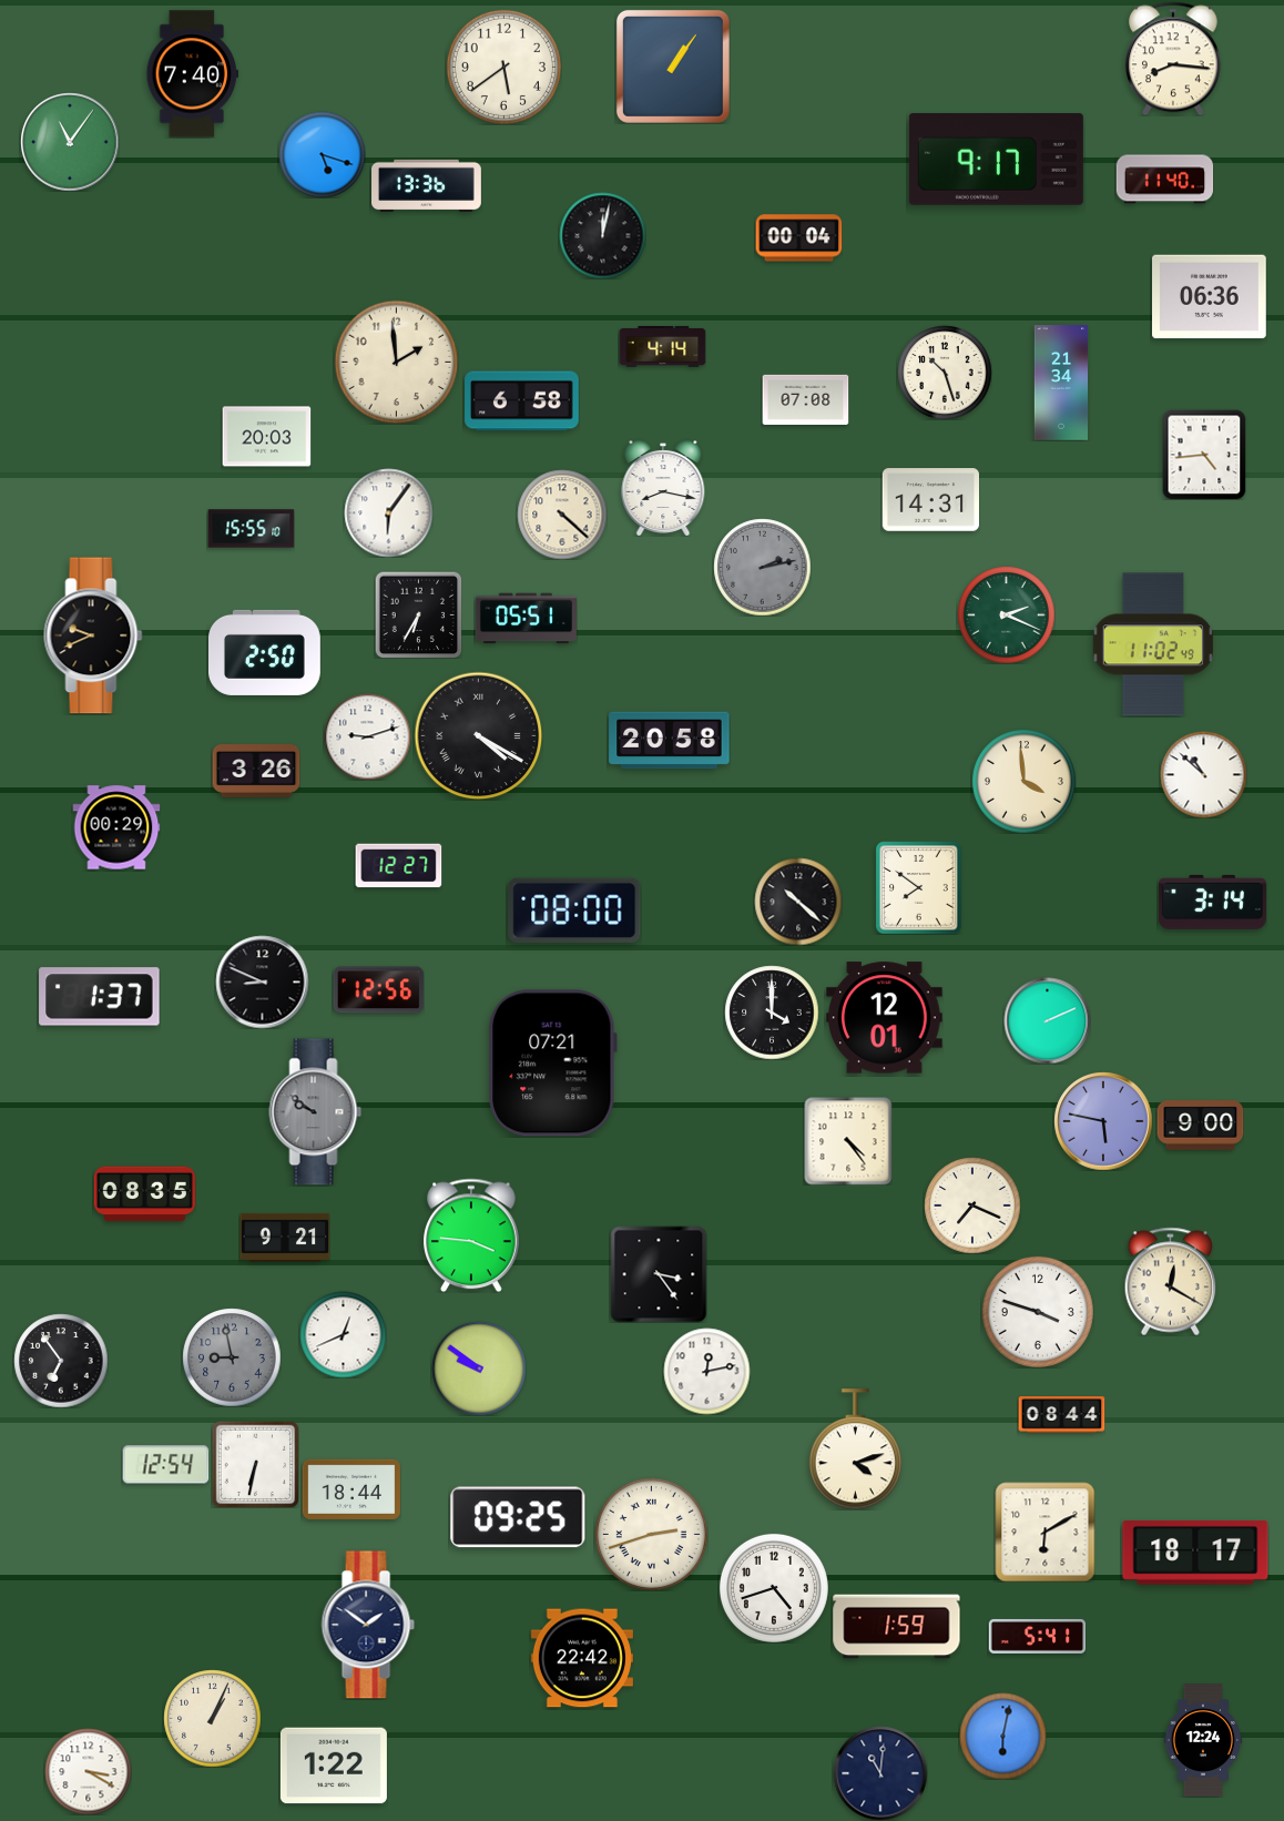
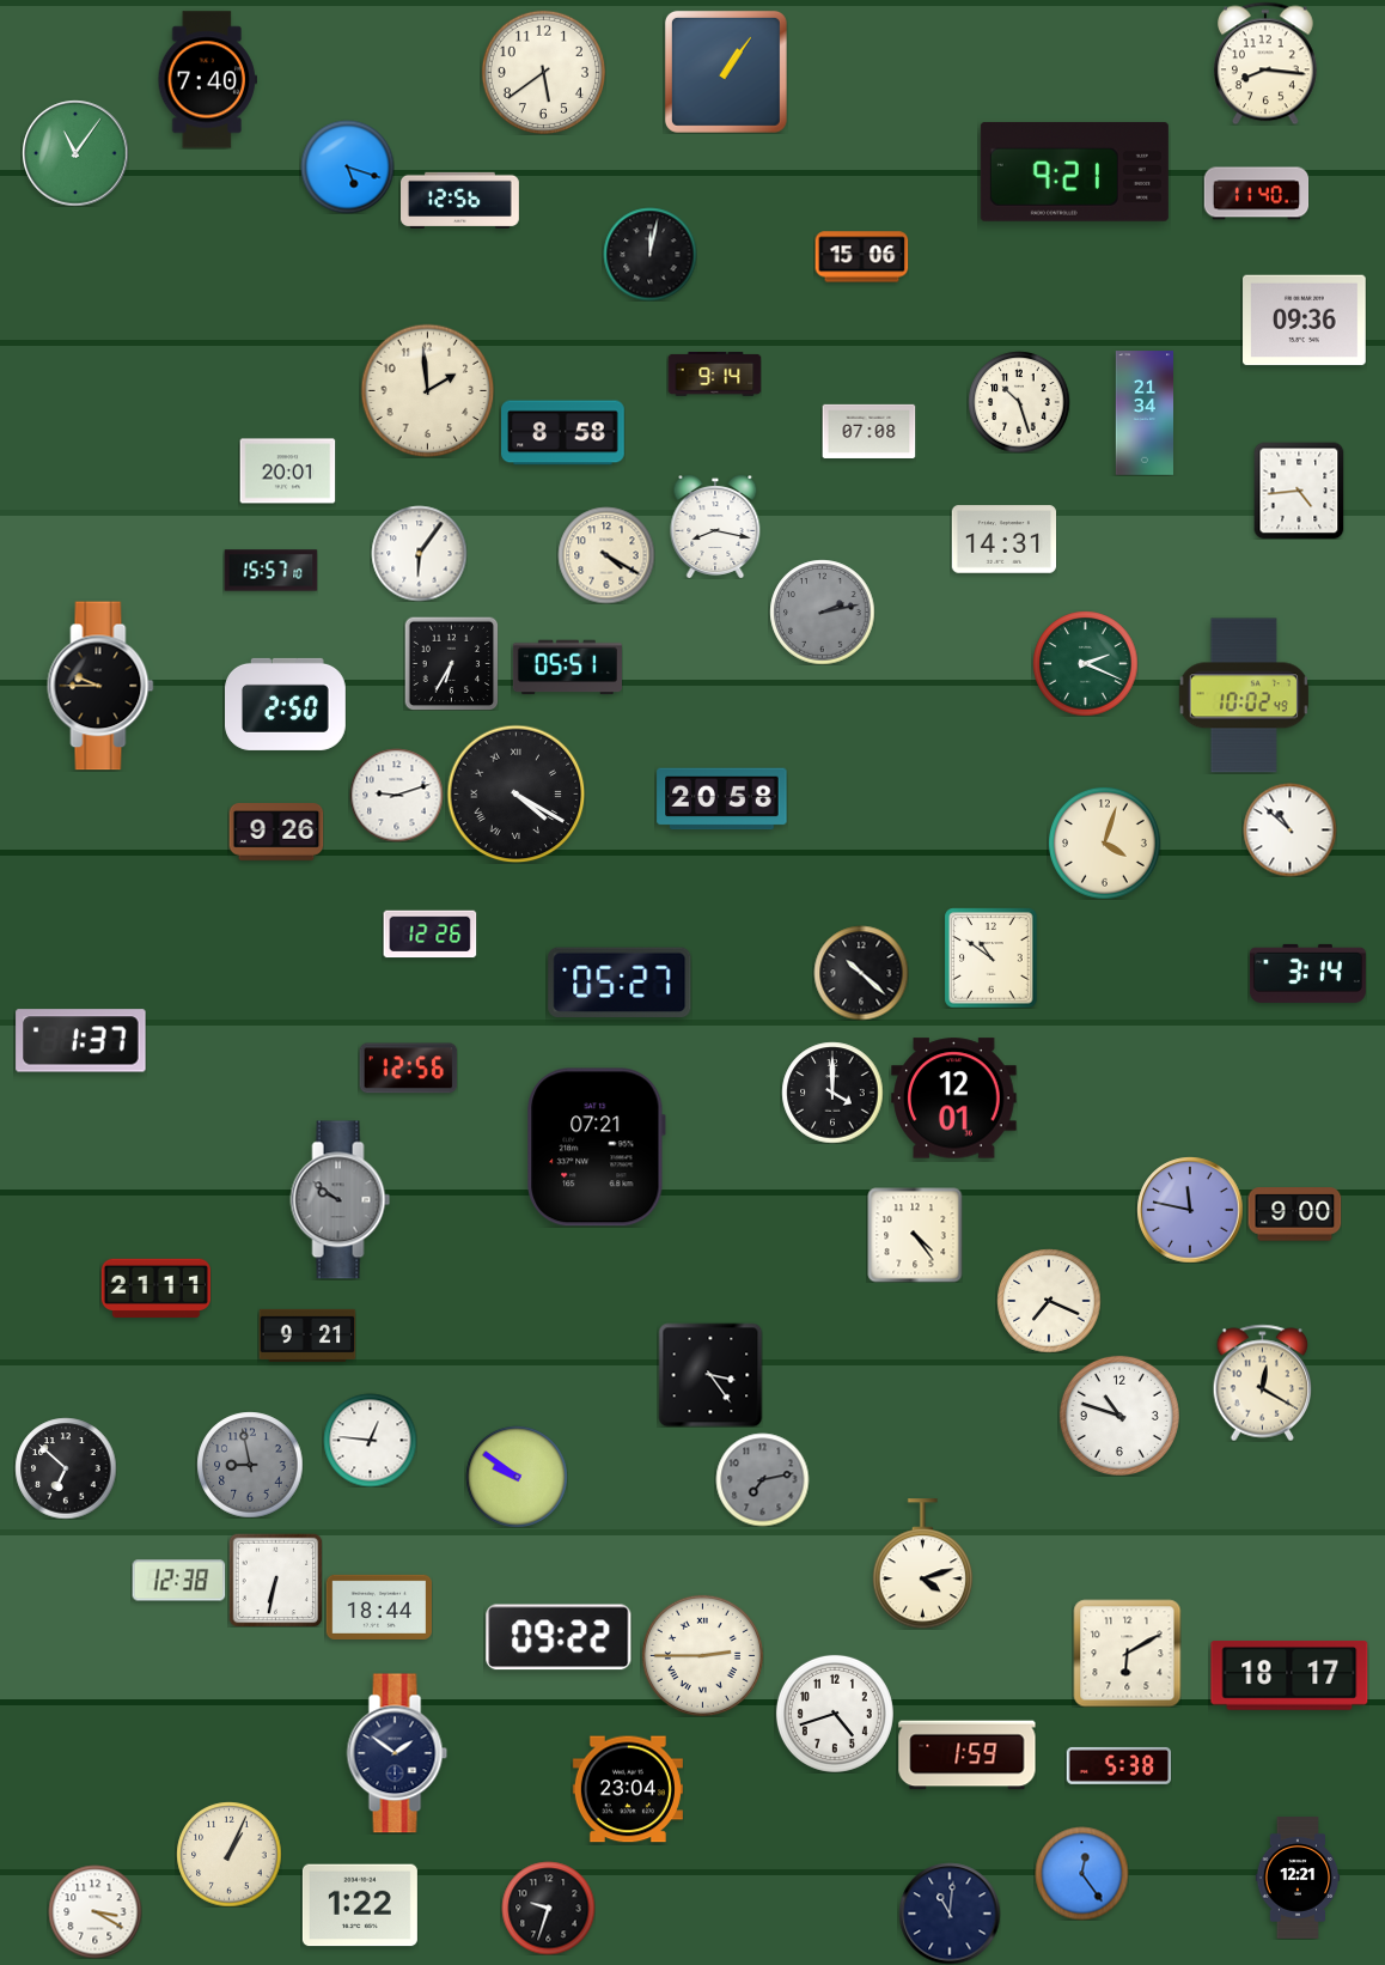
clock at (996, 160): 9:17 -> 9:21
clock at (427, 185): 13:36 -> 12:56
clock at (798, 238): 00:04 -> 15:06
clock at (1210, 297): 06:36 -> 09:36
clock at (662, 346): 4:14 -> 9:14
clock at (522, 401): 6:58 -> 8:58
clock at (266, 437): 20:03 -> 20:01
clock at (562, 515): 4:22 -> 4:20
clock at (251, 529): 15:55 -> 15:57
clock at (93, 635): 9:41 -> 9:45
clock at (1152, 644): 11:02 -> 10:02
clock at (256, 772): 3:26 -> 9:26
clock at (1203, 774) position: (1203, 774) -> (1289, 829)
clock at (1023, 781): 3:59 -> 4:03
clock at (116, 827): 00:29 -> none
clock at (398, 866): 12:27 -> 12:26
clock at (919, 887): 7:51 -> 10:51
clock at (574, 910): 08:00 -> 05:27
clock at (262, 981): 8:49 -> none
clock at (100, 997) position: (100, 997) -> (81, 1041)
clock at (1047, 1020): 2:11 -> none
clock at (1103, 1121): 5:47 -> 11:47
clock at (848, 1141) position: (848, 1141) -> (915, 1235)
clock at (144, 1193): 08:35 -> 21:11
clock at (472, 1235): 3:46 -> none
clock at (1038, 1312): 3:48 -> 10:48
clock at (343, 1334): 12:41 -> 12:46
clock at (61, 1361): 6:54 -> 6:52
clock at (706, 1371): 12:13 -> 7:13
clock at (706, 1371) dial: white -> grey
clock at (1061, 1415): 08:44 -> none
clock at (165, 1465): 12:54 -> 12:38
clock at (518, 1517): 09:25 -> 09:22
clock at (651, 1534): 2:42 -> 2:45
clock at (1037, 1636): 5:41 -> 5:38
clock at (582, 1658): 22:42 -> 23:04
clock at (1002, 1736): 6:02 -> 12:24
clock at (1203, 1740): 12:24 -> 12:21
clock at (548, 1908): none -> 9:33
